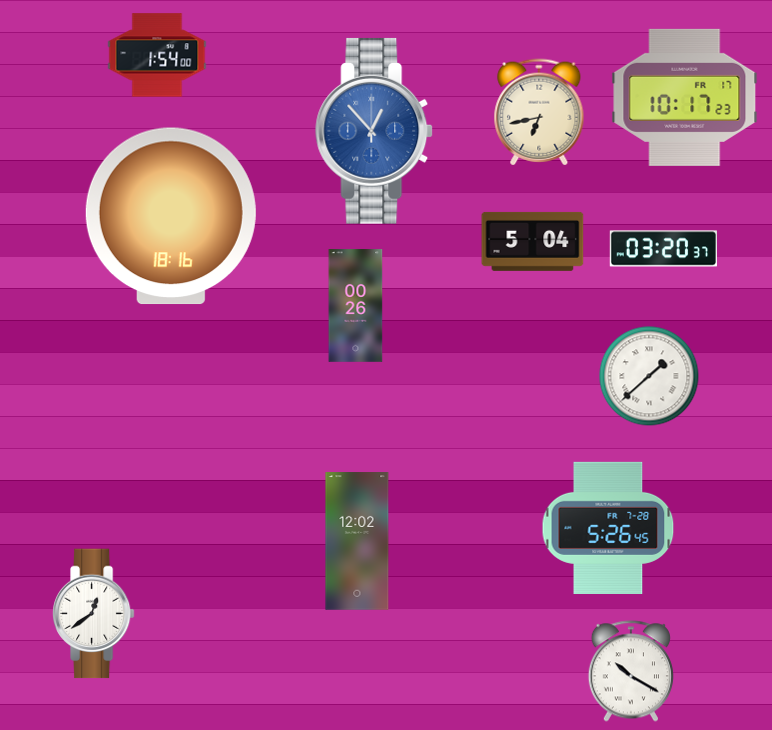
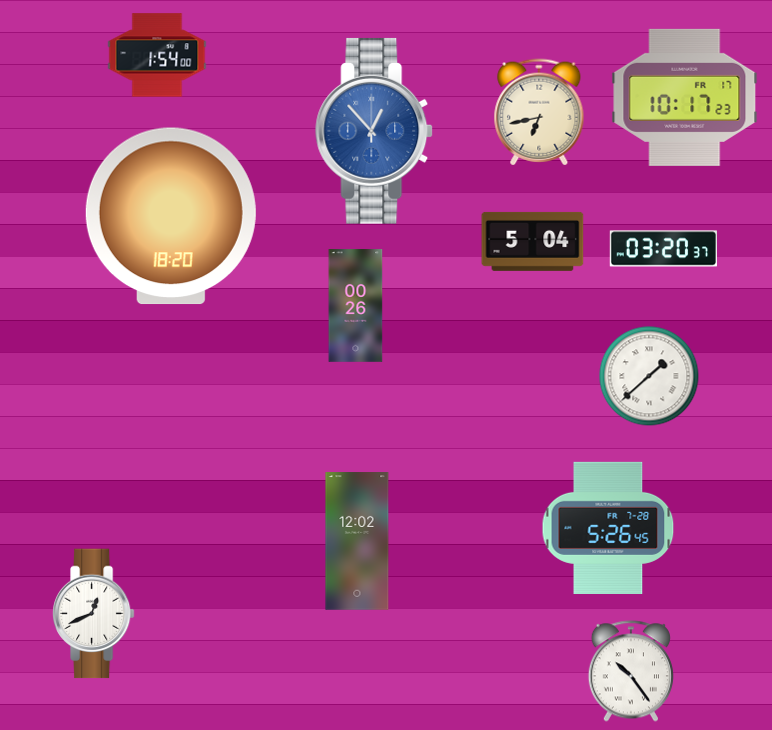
clock at (171, 216): 18:16 -> 18:20
clock at (93, 614): 12:39 -> 12:41
clock at (631, 671): 10:20 -> 10:24
